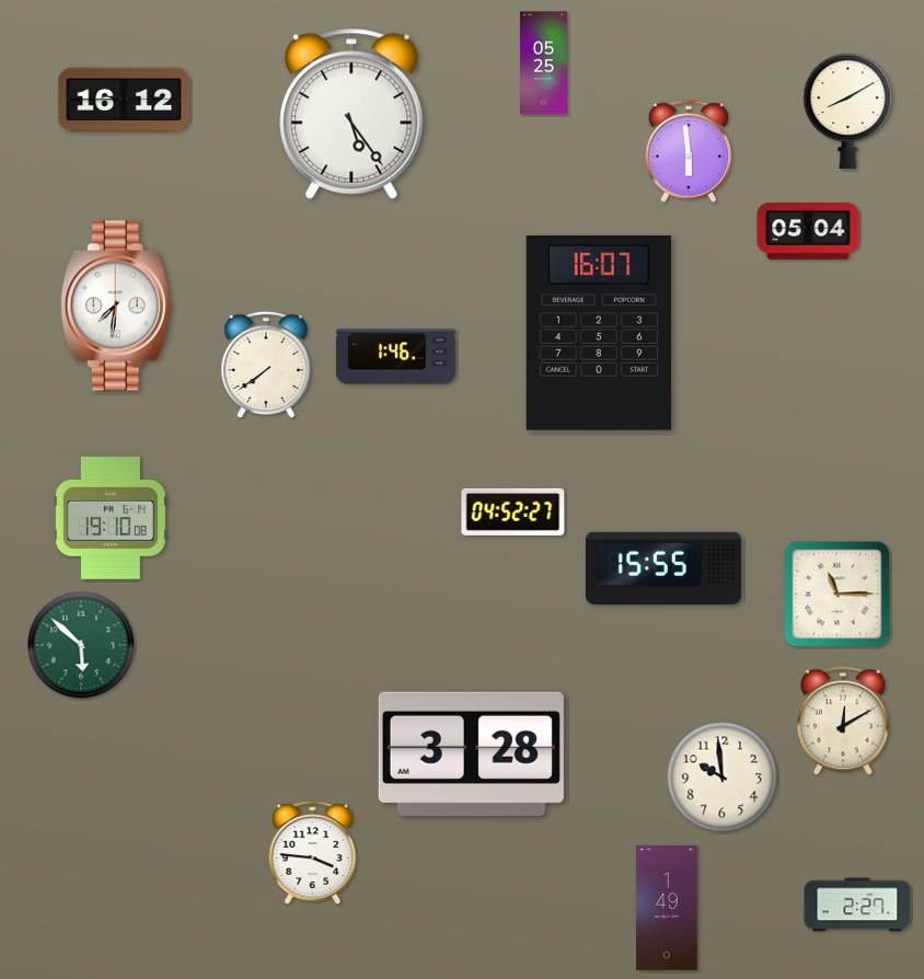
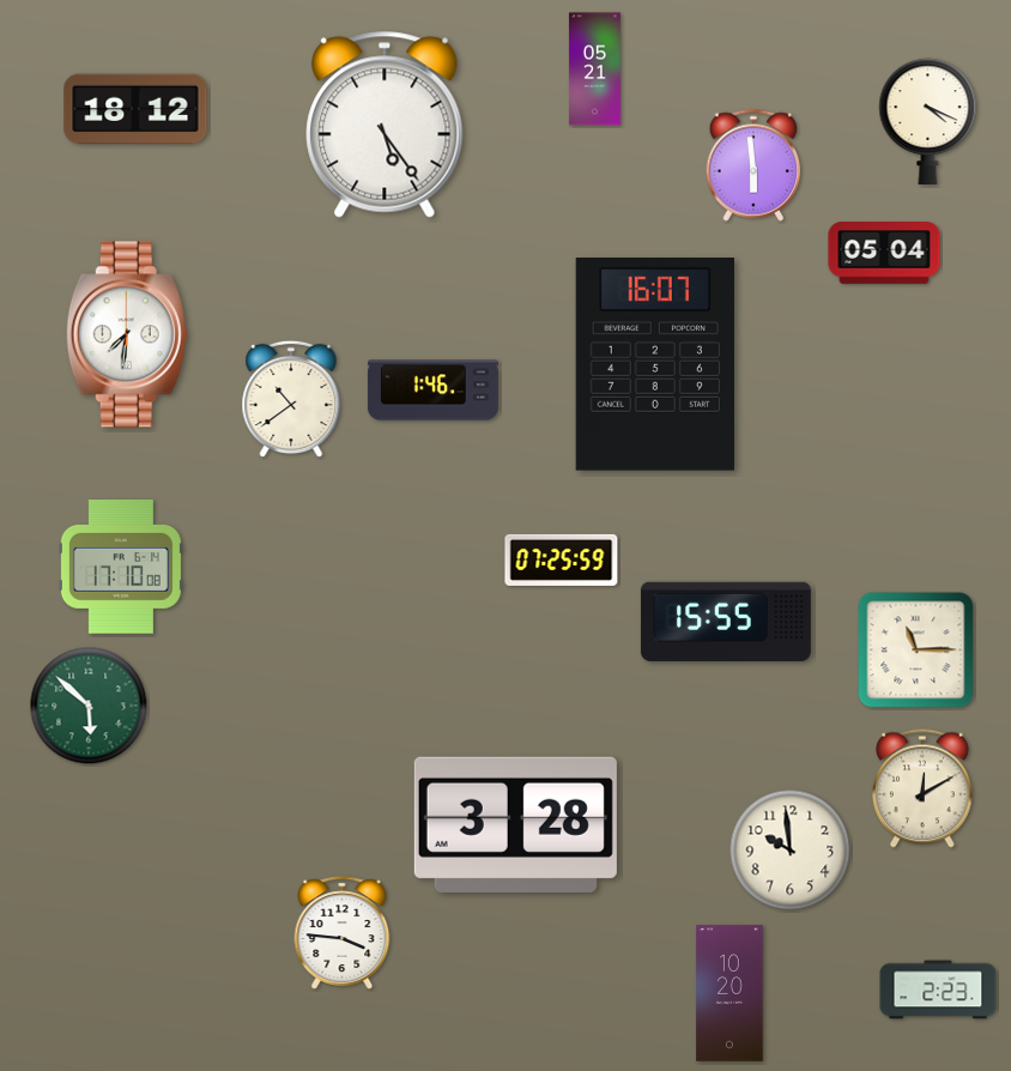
clock at (543, 64): 05:25 -> 05:21
clock at (124, 100): 16:12 -> 18:12
clock at (848, 111): 8:10 -> 4:19
clock at (266, 365): 7:39 -> 10:39
clock at (513, 511): 04:52 -> 07:25
clock at (111, 518): 19:10 -> 17:10
clock at (857, 905): 2:27 -> 2:23
clock at (667, 908): 1:49 -> 10:20
